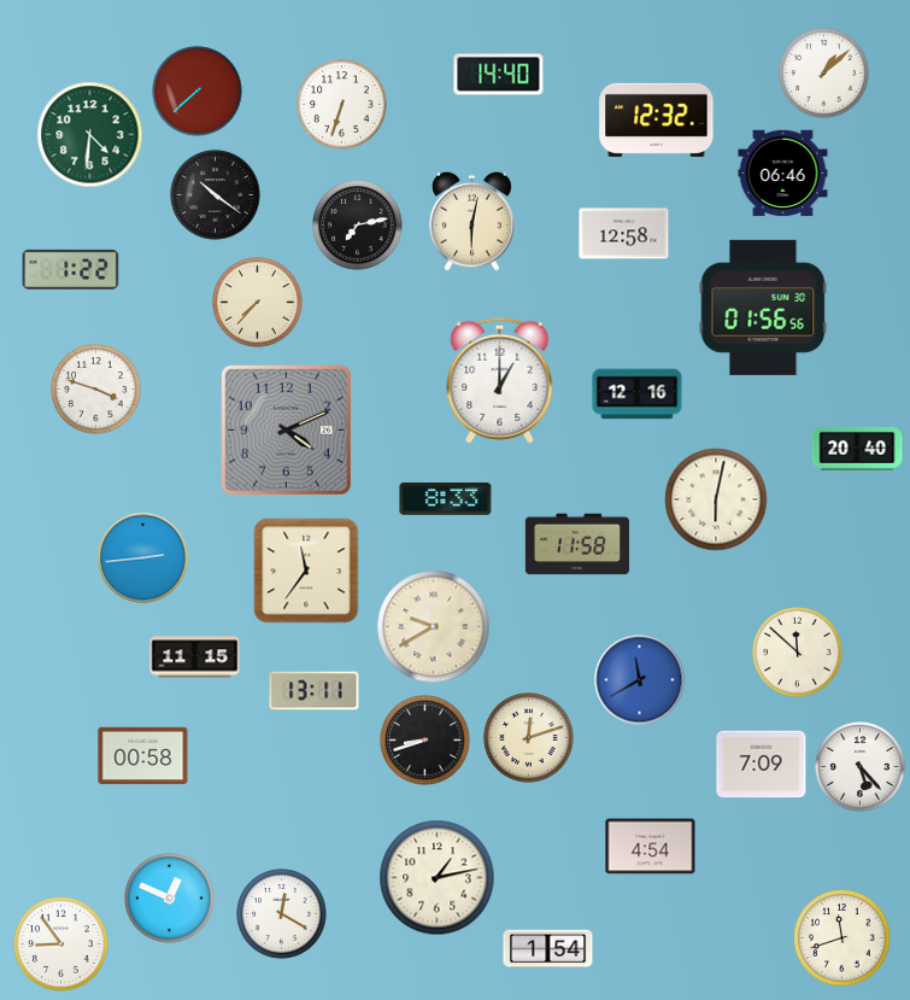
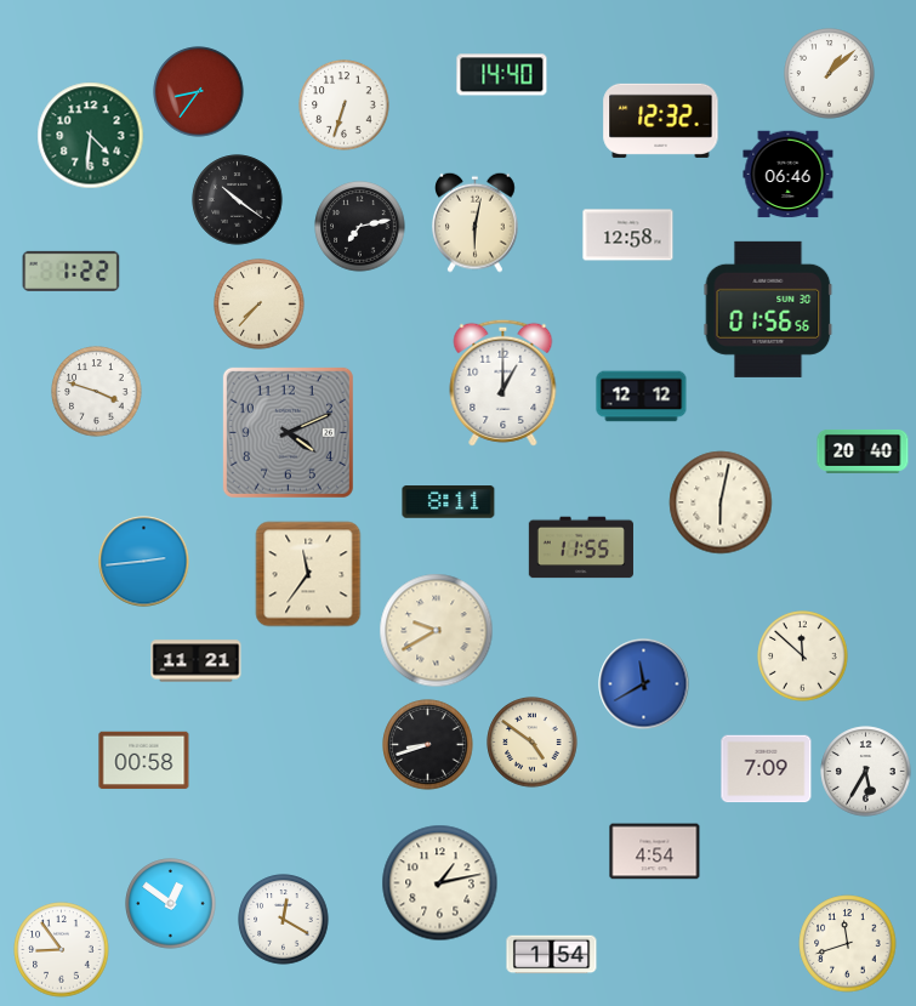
clock at (198, 92): 7:38 -> 8:36
clock at (216, 195) position: (216, 195) -> (238, 200)
clock at (638, 394): 12:16 -> 12:12
clock at (446, 499): 8:33 -> 8:11
clock at (577, 544): 11:58 -> 11:55
clock at (195, 657): 11:15 -> 11:21
clock at (315, 691): 13:11 -> none
clock at (529, 738): 12:12 -> 4:51
clock at (861, 767): 5:23 -> 5:35
clock at (170, 899): 12:49 -> 12:51
